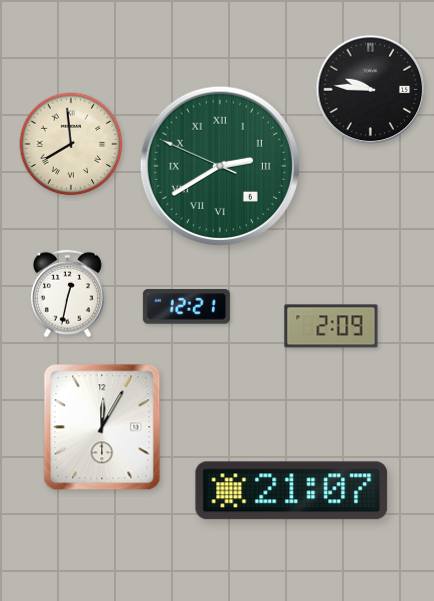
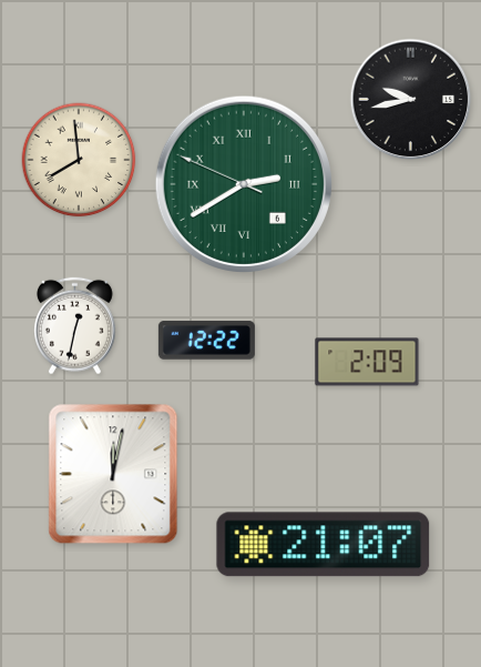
clock at (371, 90): 9:46 -> 9:43
clock at (186, 307): 12:21 -> 12:22
clock at (102, 427): 12:05 -> 12:02
